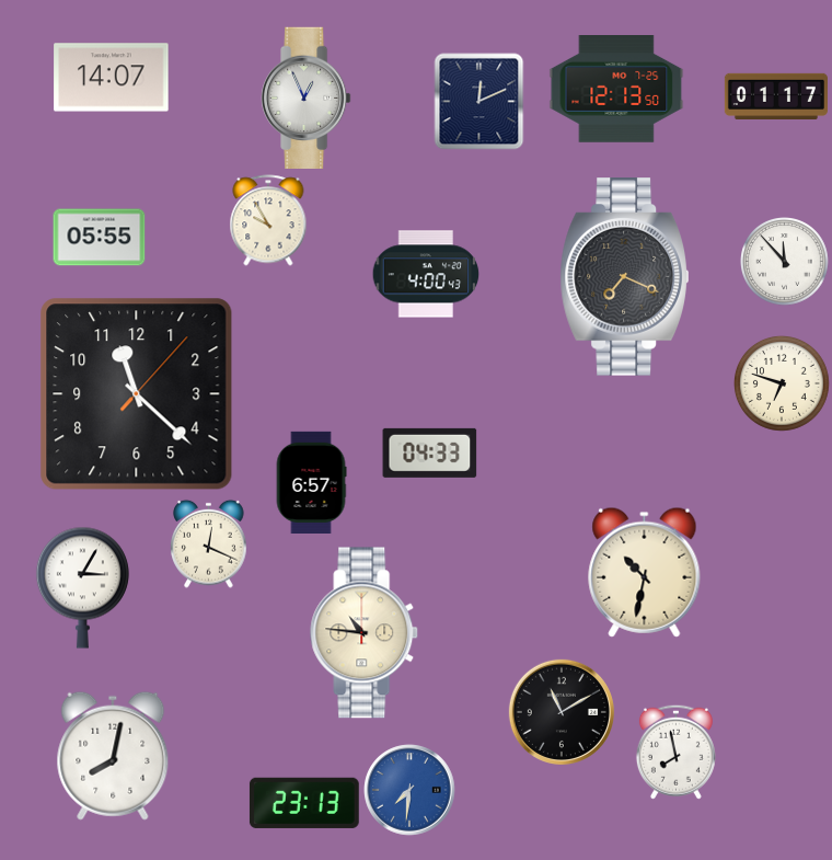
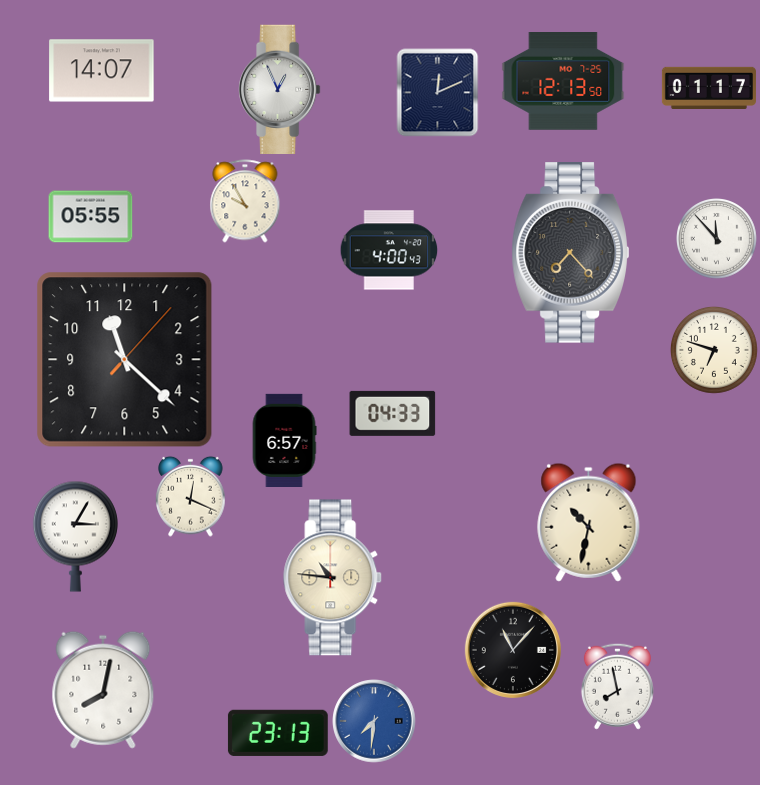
clock at (624, 277): 7:19 -> 7:23
clock at (562, 712): 11:10 -> 11:07
